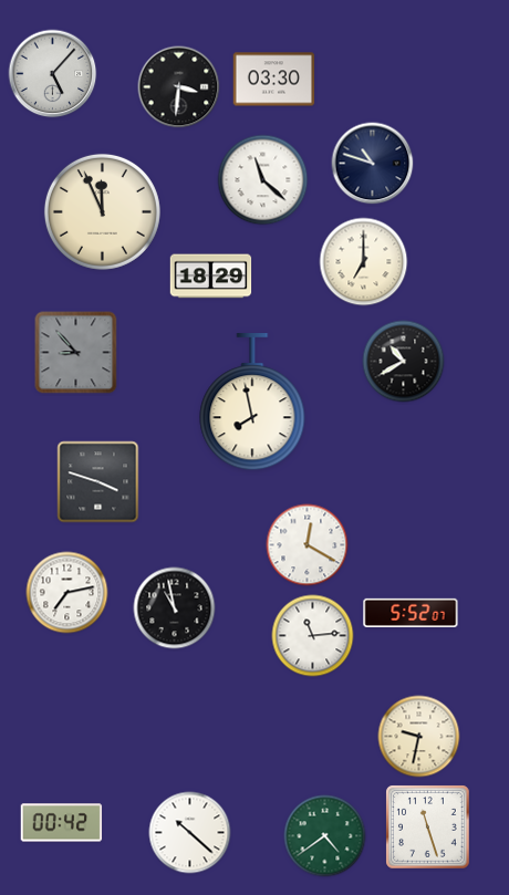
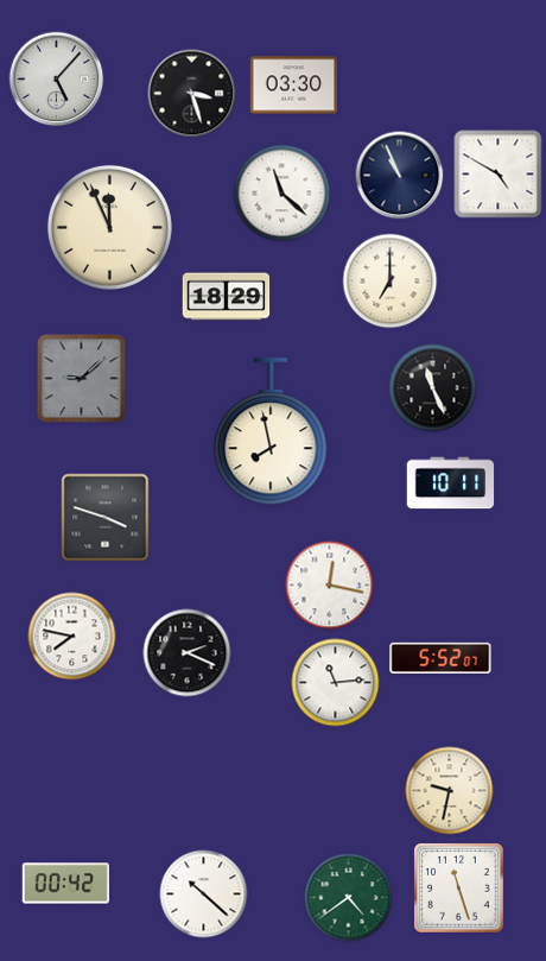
clock at (179, 87): 3:31 -> 3:27
clock at (499, 175): none -> 4:50
clock at (373, 164): 10:48 -> 10:56
clock at (76, 353): 8:53 -> 9:08
clock at (404, 362): 10:40 -> 11:26
clock at (451, 483): none -> 10:11
clock at (308, 545): 12:20 -> 12:17
clock at (67, 593): 7:13 -> 7:47
clock at (175, 608): 10:58 -> 2:19
